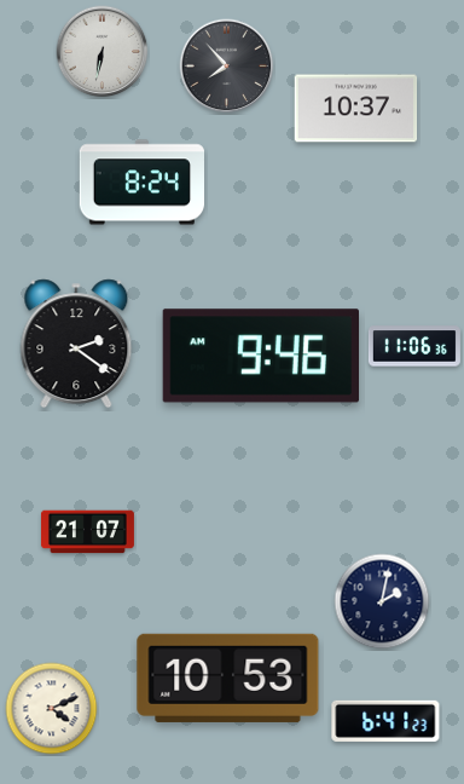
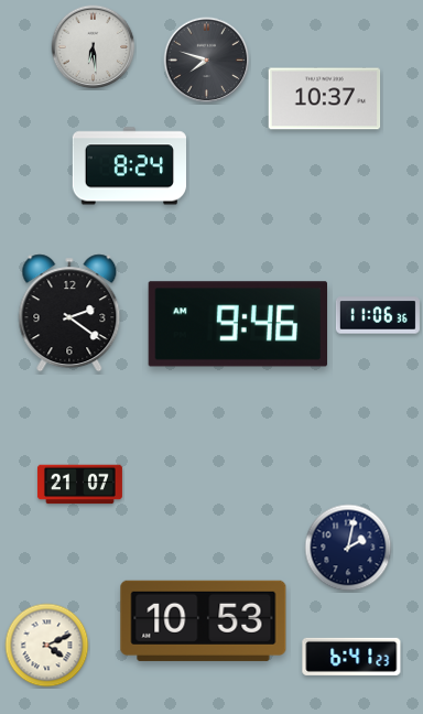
clock at (103, 52): 6:32 -> 6:29
clock at (227, 67): 7:53 -> 7:48
clock at (228, 678) position: (228, 678) -> (204, 620)
